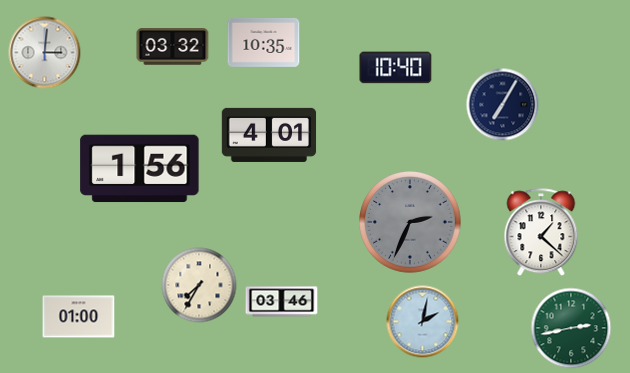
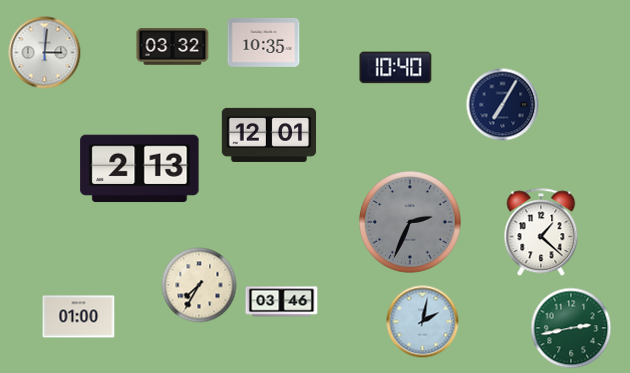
clock at (269, 135): 4:01 -> 12:01
clock at (140, 169): 1:56 -> 2:13
